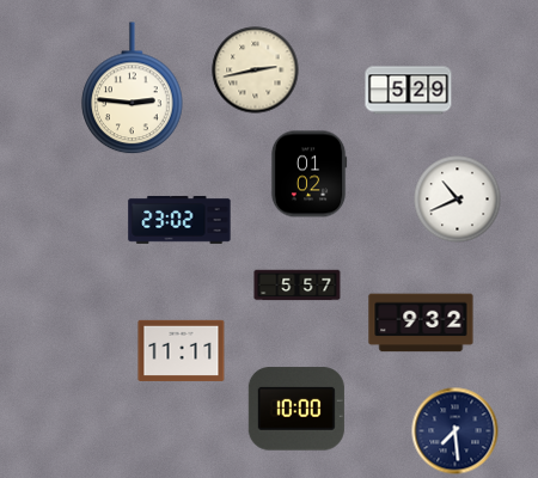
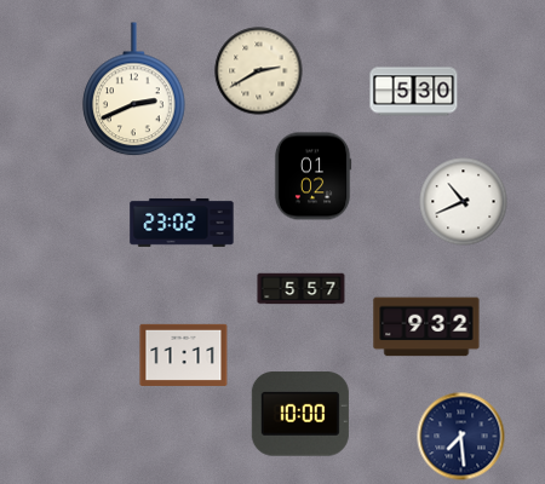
clock at (256, 71): 2:43 -> 2:40
clock at (133, 88): 2:46 -> 2:41
clock at (409, 91): 5:29 -> 5:30
